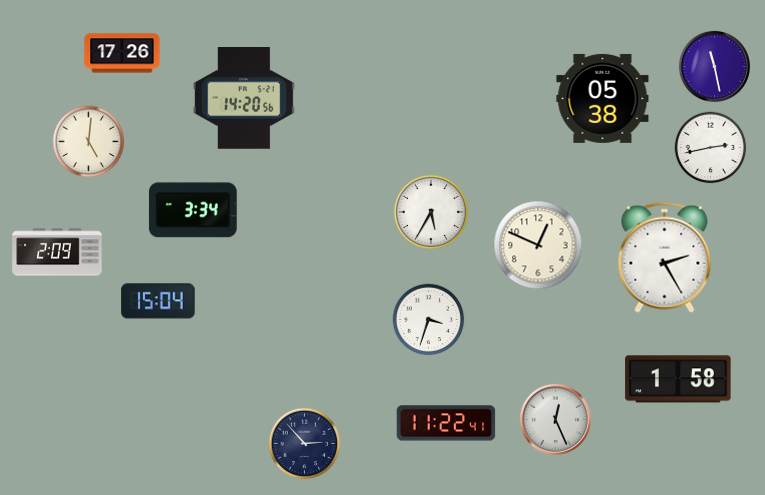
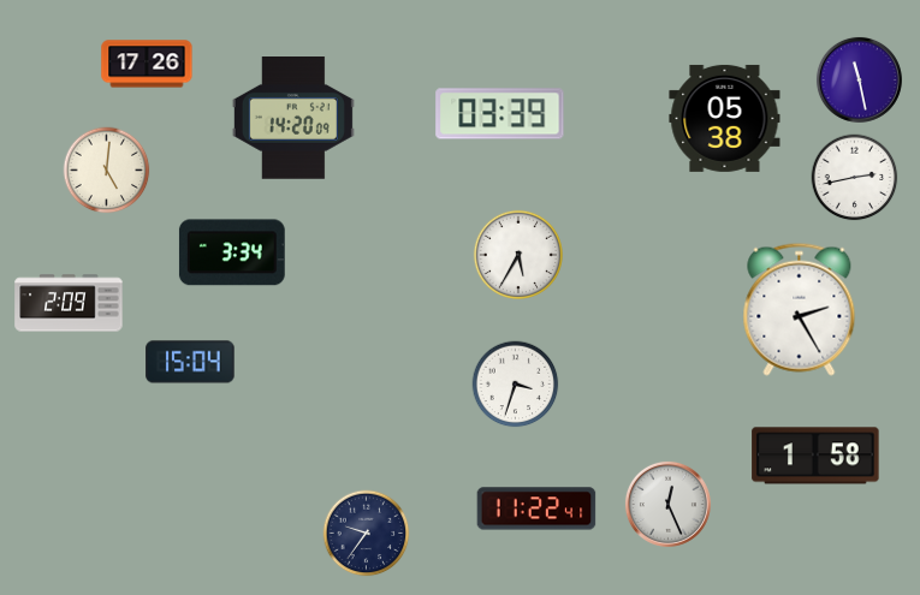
clock at (500, 114): none -> 03:39
clock at (244, 99): 14:20:56 -> 14:20:09
clock at (538, 245): 12:49 -> none
clock at (305, 444): 2:53 -> 9:36
